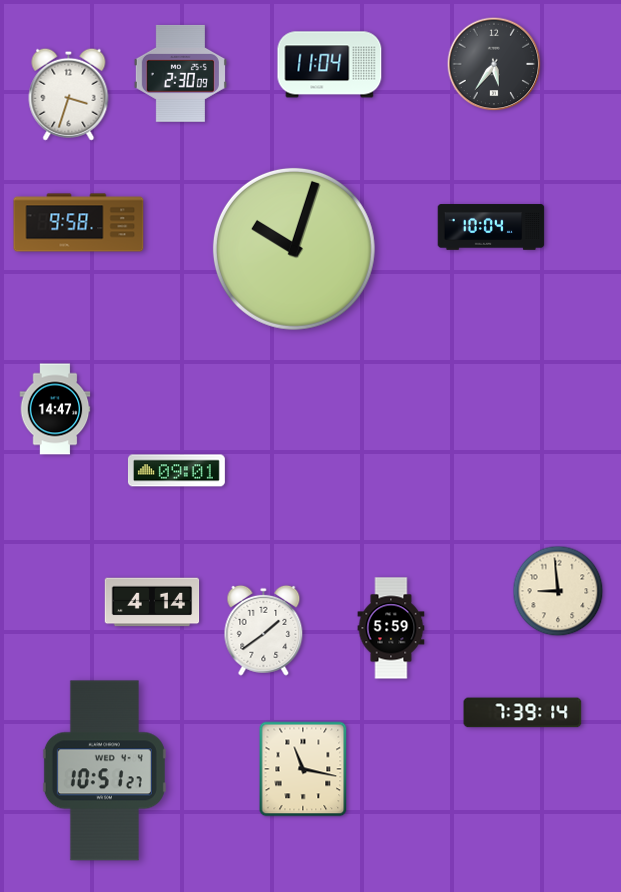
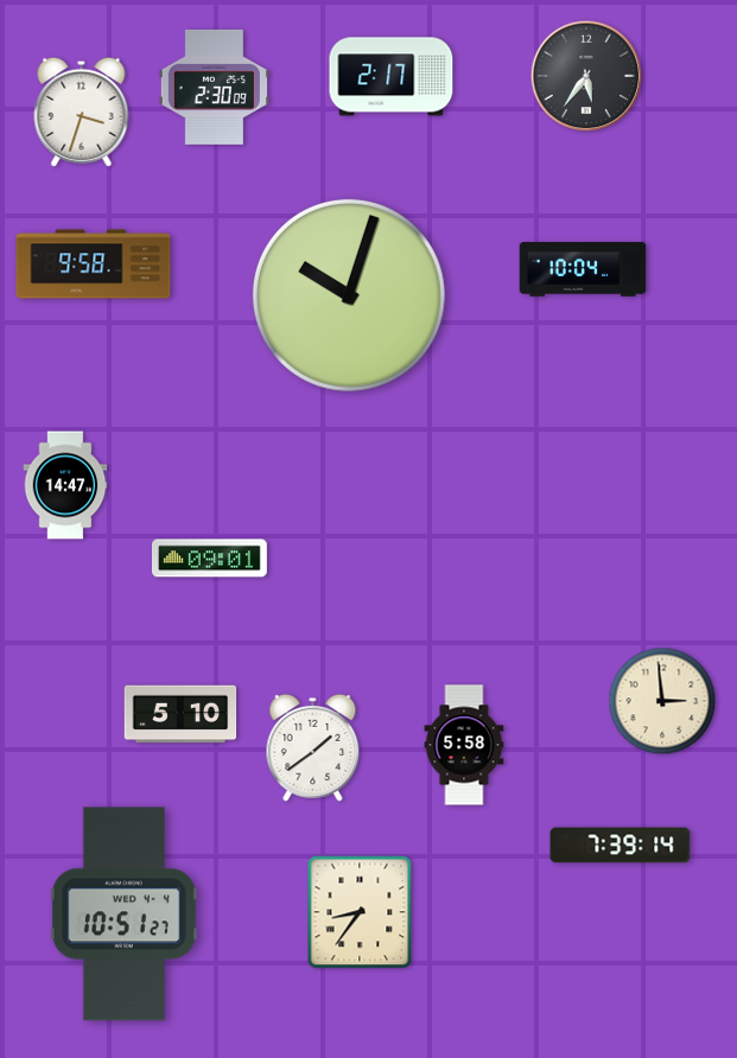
clock at (330, 65): 11:04 -> 2:17
clock at (558, 591): 8:59 -> 2:59
clock at (152, 602): 4:14 -> 5:10
clock at (391, 628): 5:59 -> 5:58
clock at (303, 769): 11:17 -> 8:36
